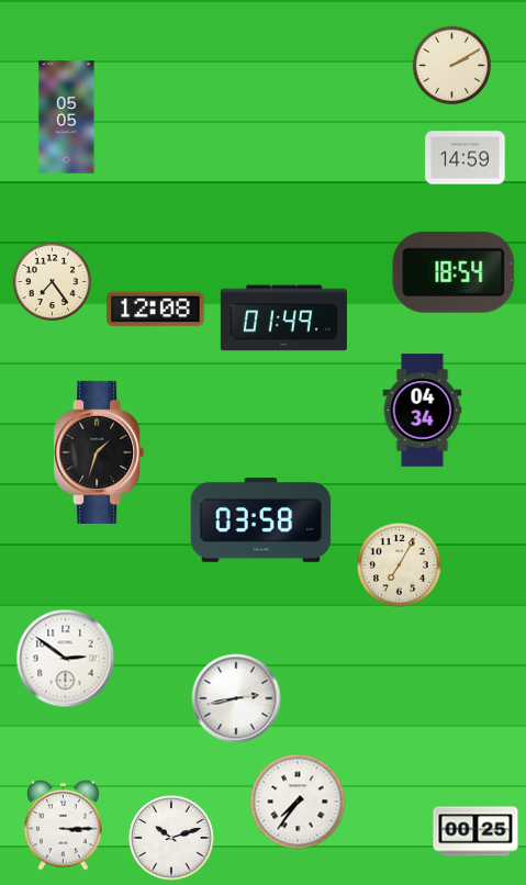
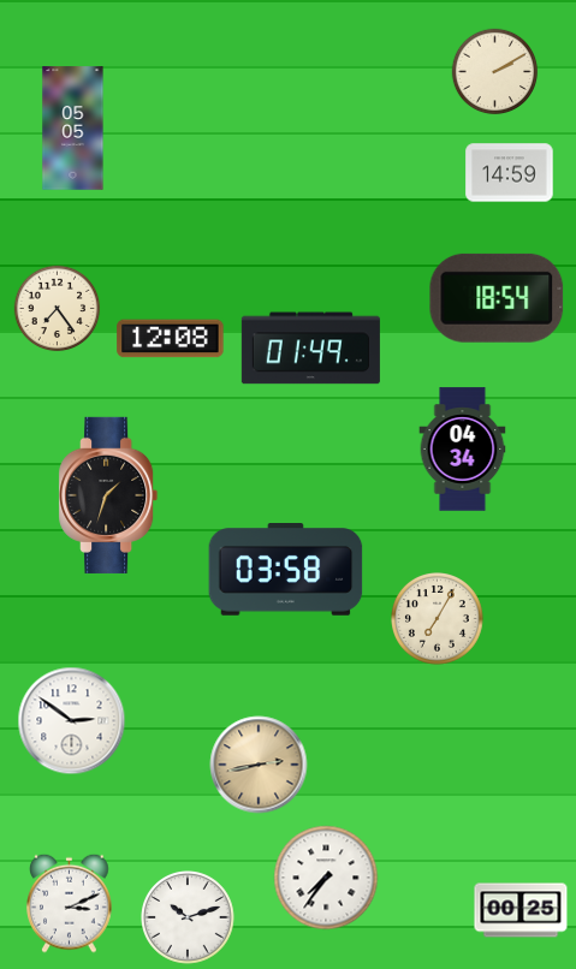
clock at (236, 698) dial: white -> champagne
clock at (64, 825): 3:15 -> 3:11
